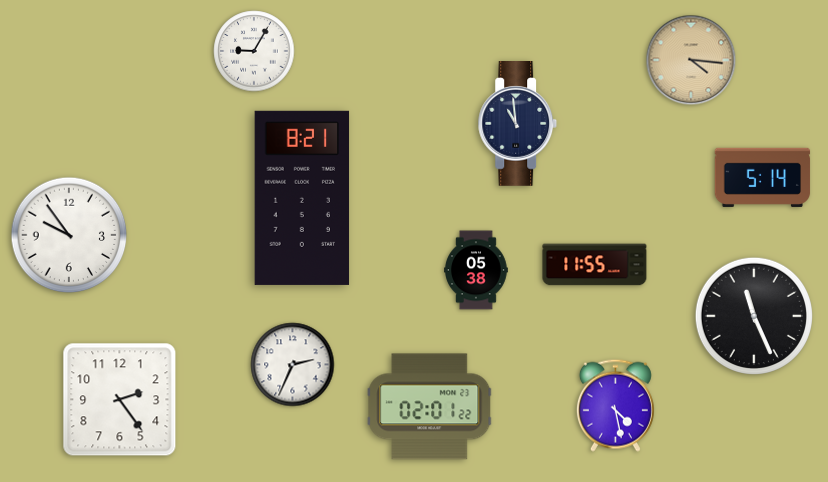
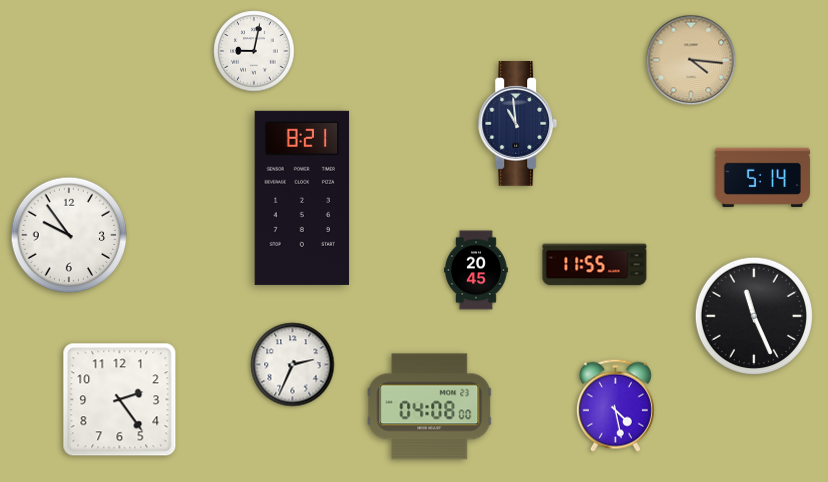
clock at (254, 51): 9:05 -> 9:02
clock at (477, 270): 05:38 -> 20:45
clock at (430, 407): 02:01 -> 04:08
